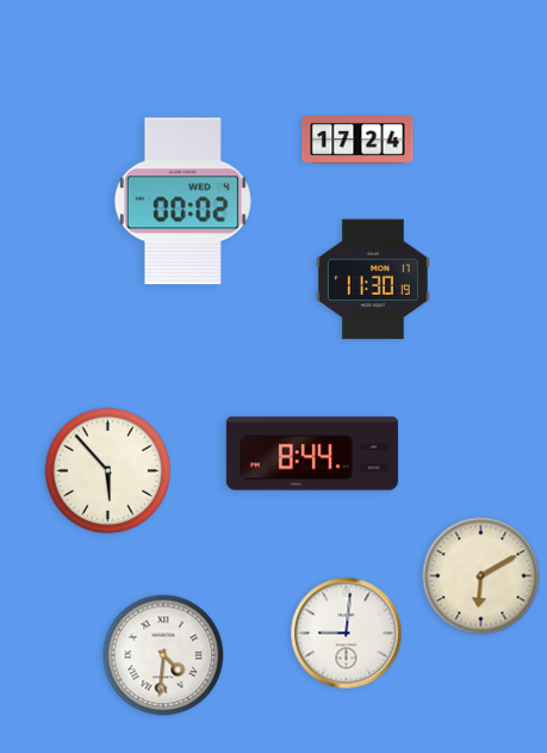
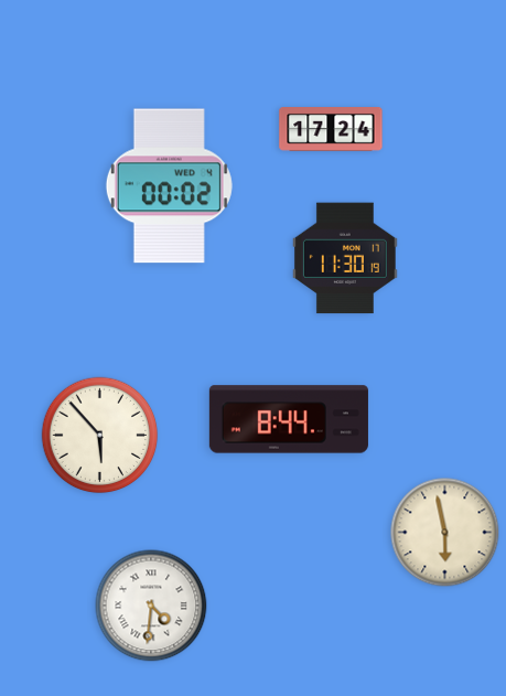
clock at (481, 576): 6:10 -> 5:58
clock at (347, 634): 9:01 -> none
